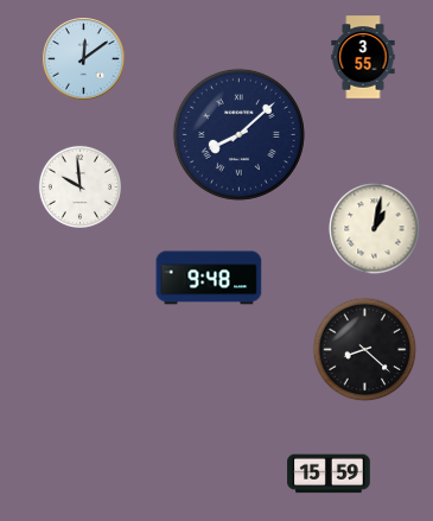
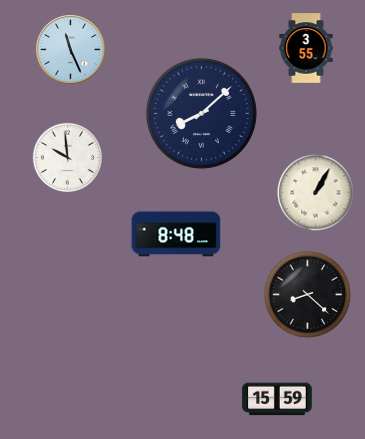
clock at (84, 59): 12:09 -> 11:26
clock at (375, 229): 1:02 -> 1:05
clock at (209, 278): 9:48 -> 8:48
